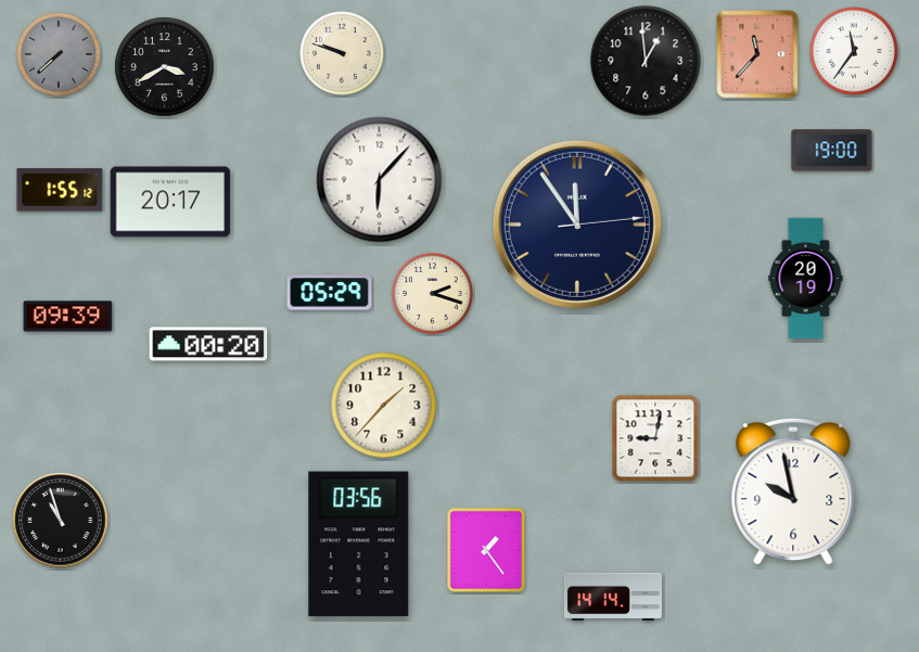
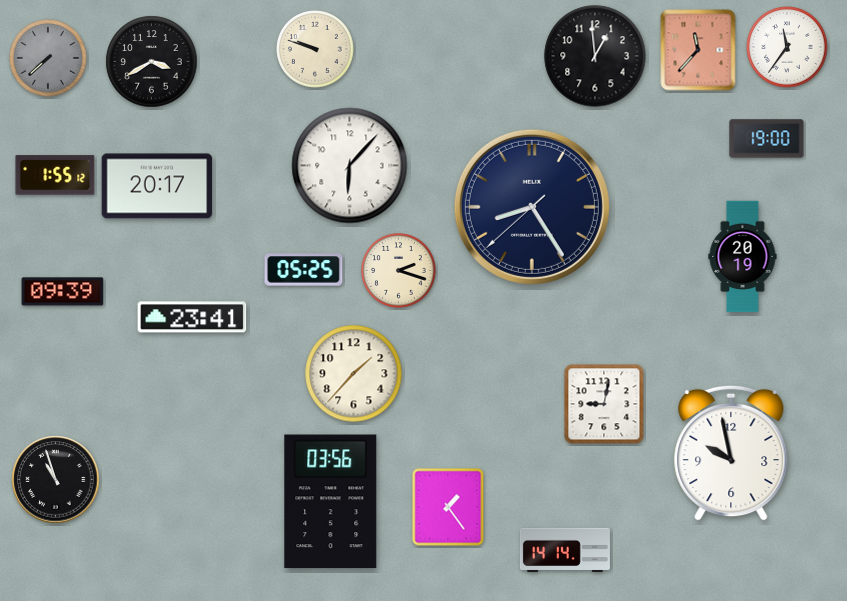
clock at (59, 54) position: (59, 54) -> (48, 58)
clock at (577, 225): 11:54 -> 8:24
clock at (330, 293): 05:29 -> 05:25
clock at (208, 344): 00:20 -> 23:41
